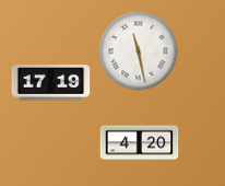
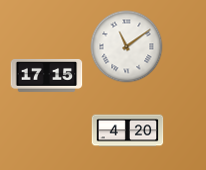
clock at (139, 51): 11:28 -> 11:09
clock at (51, 83): 17:19 -> 17:15
